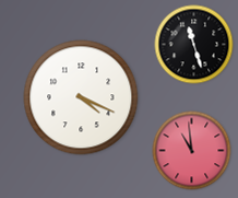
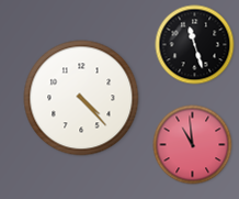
clock at (81, 97): 4:19 -> 4:23
clock at (192, 151) position: (192, 151) -> (193, 145)
